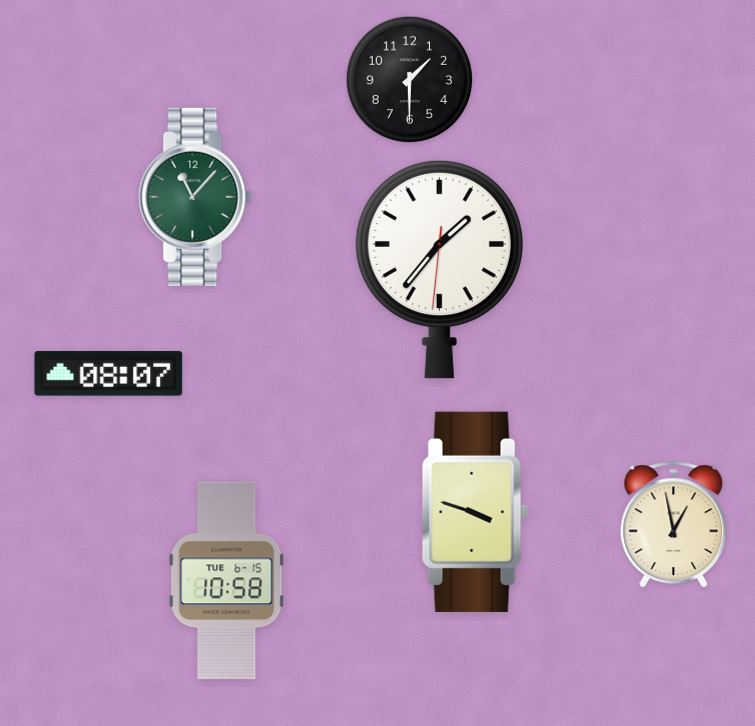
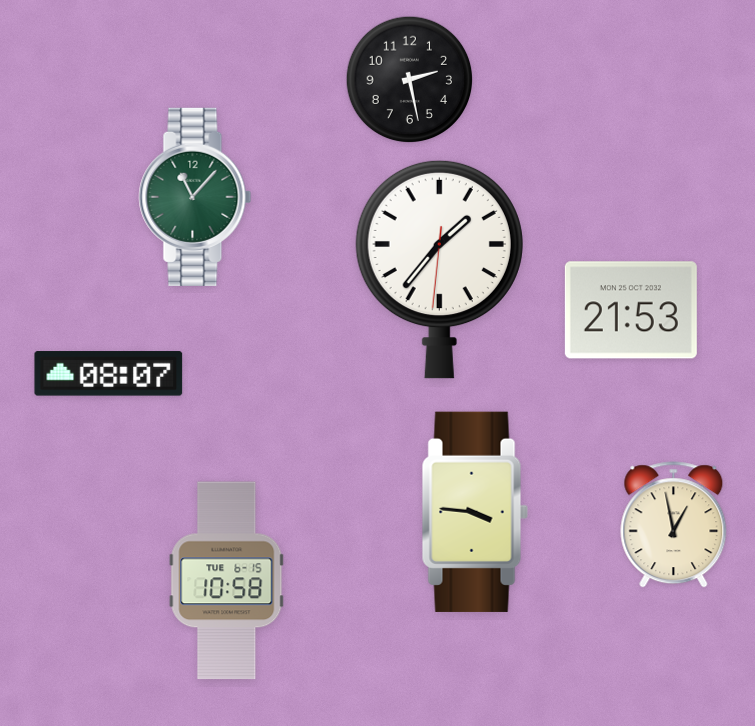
clock at (410, 80): 1:30 -> 2:28
clock at (631, 310): none -> 21:53
clock at (475, 512): 3:48 -> 3:46
